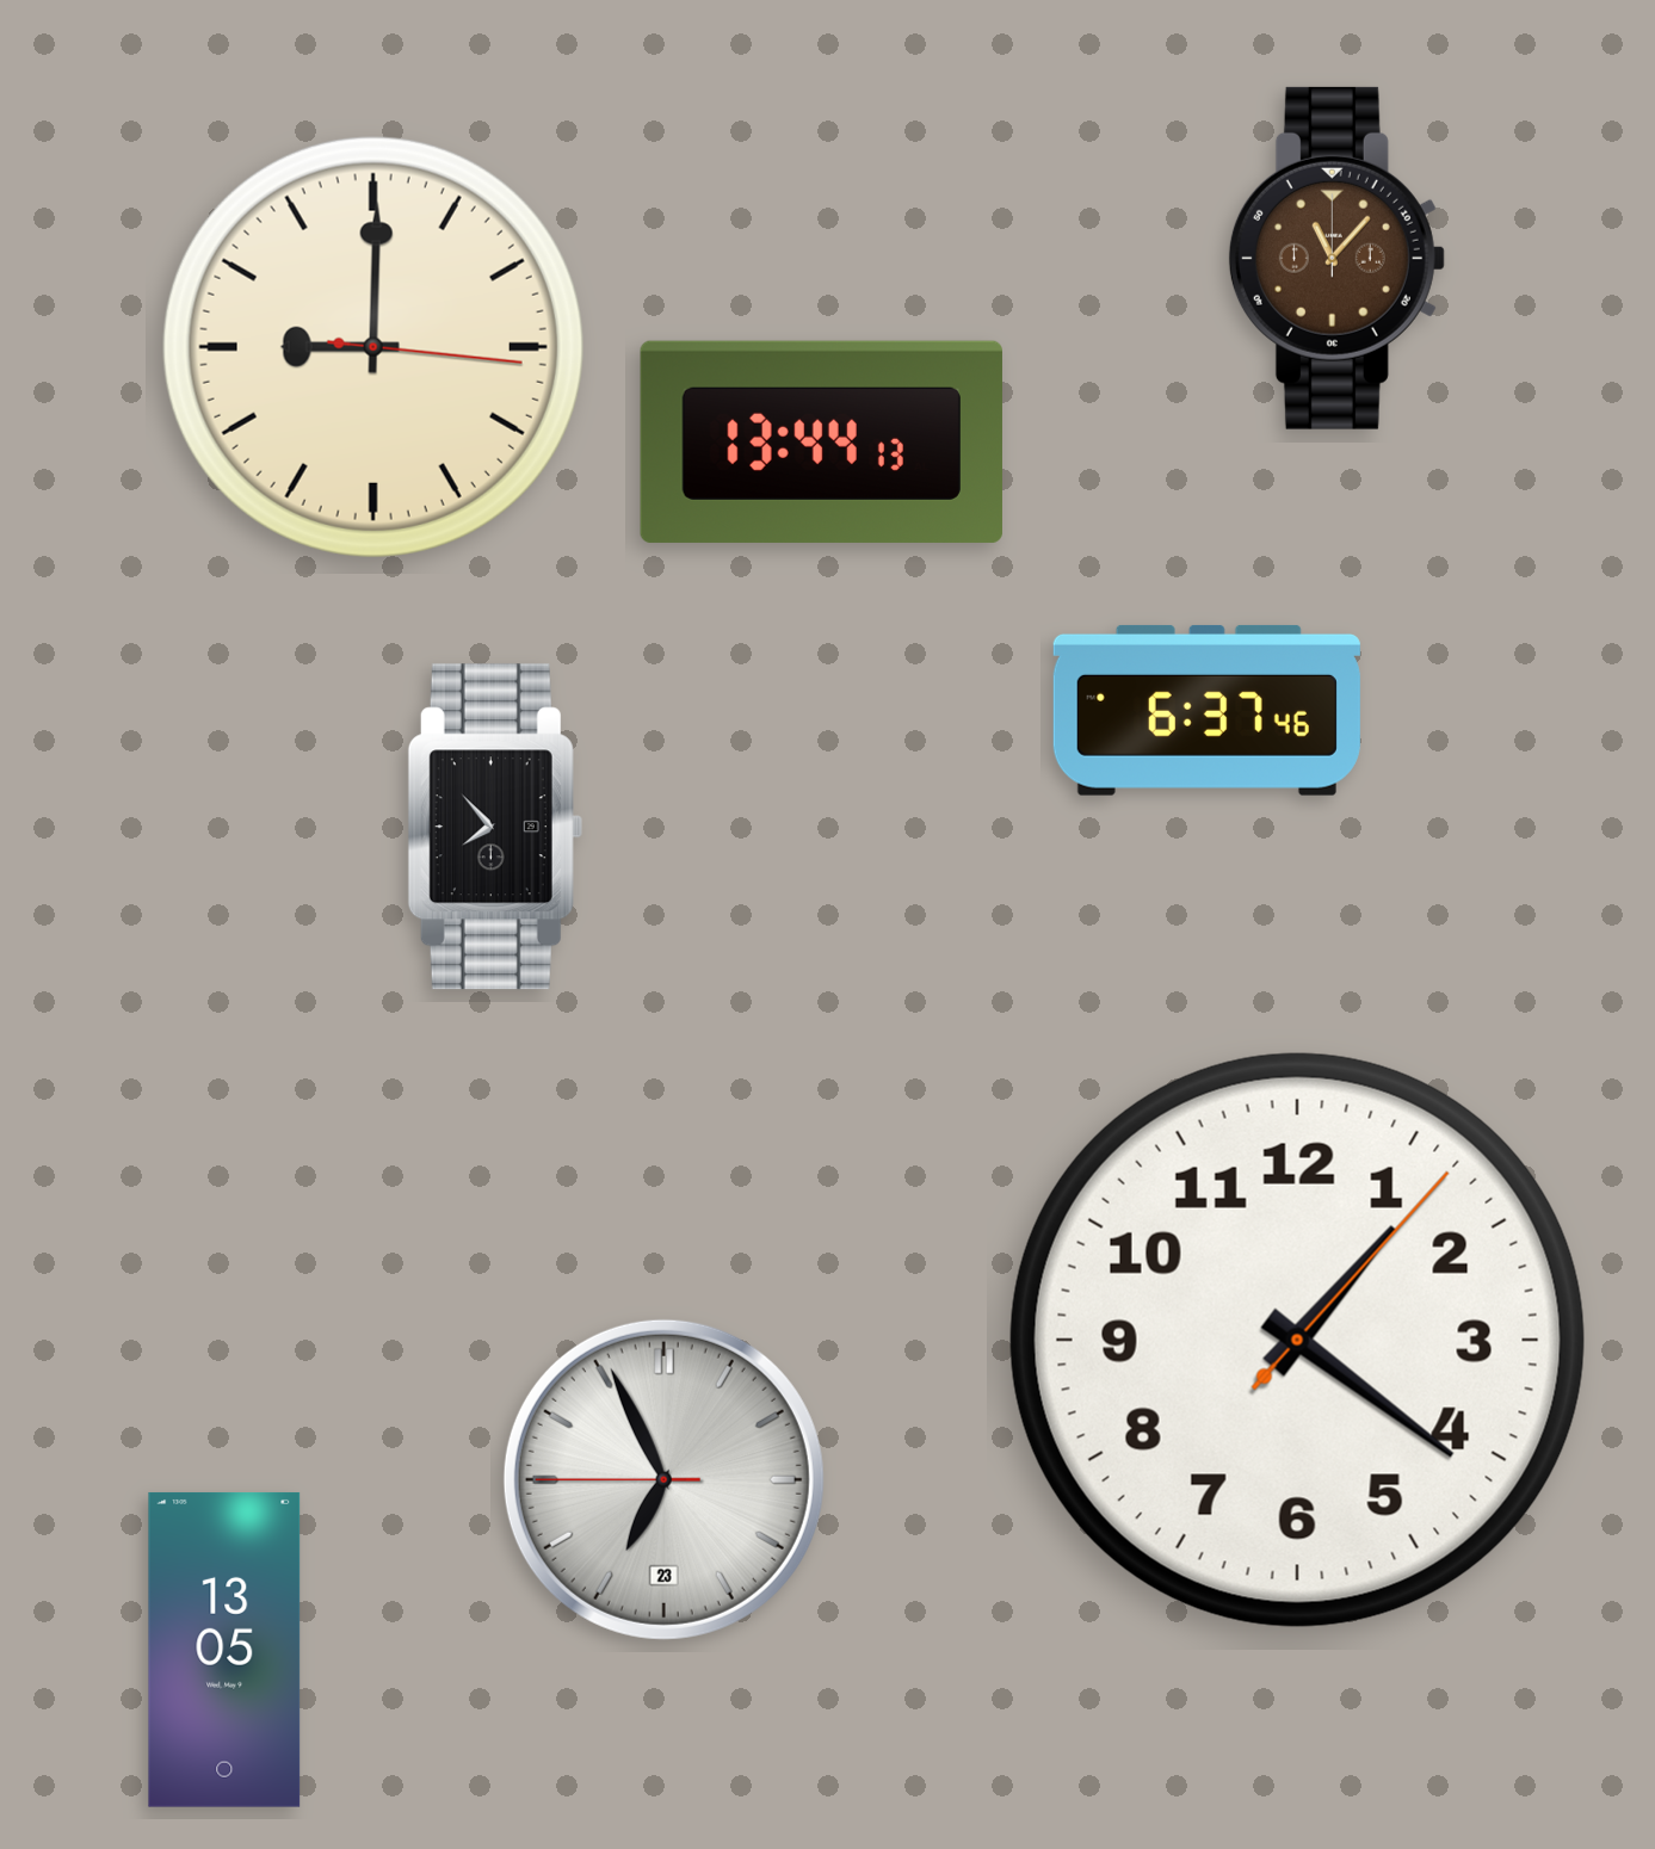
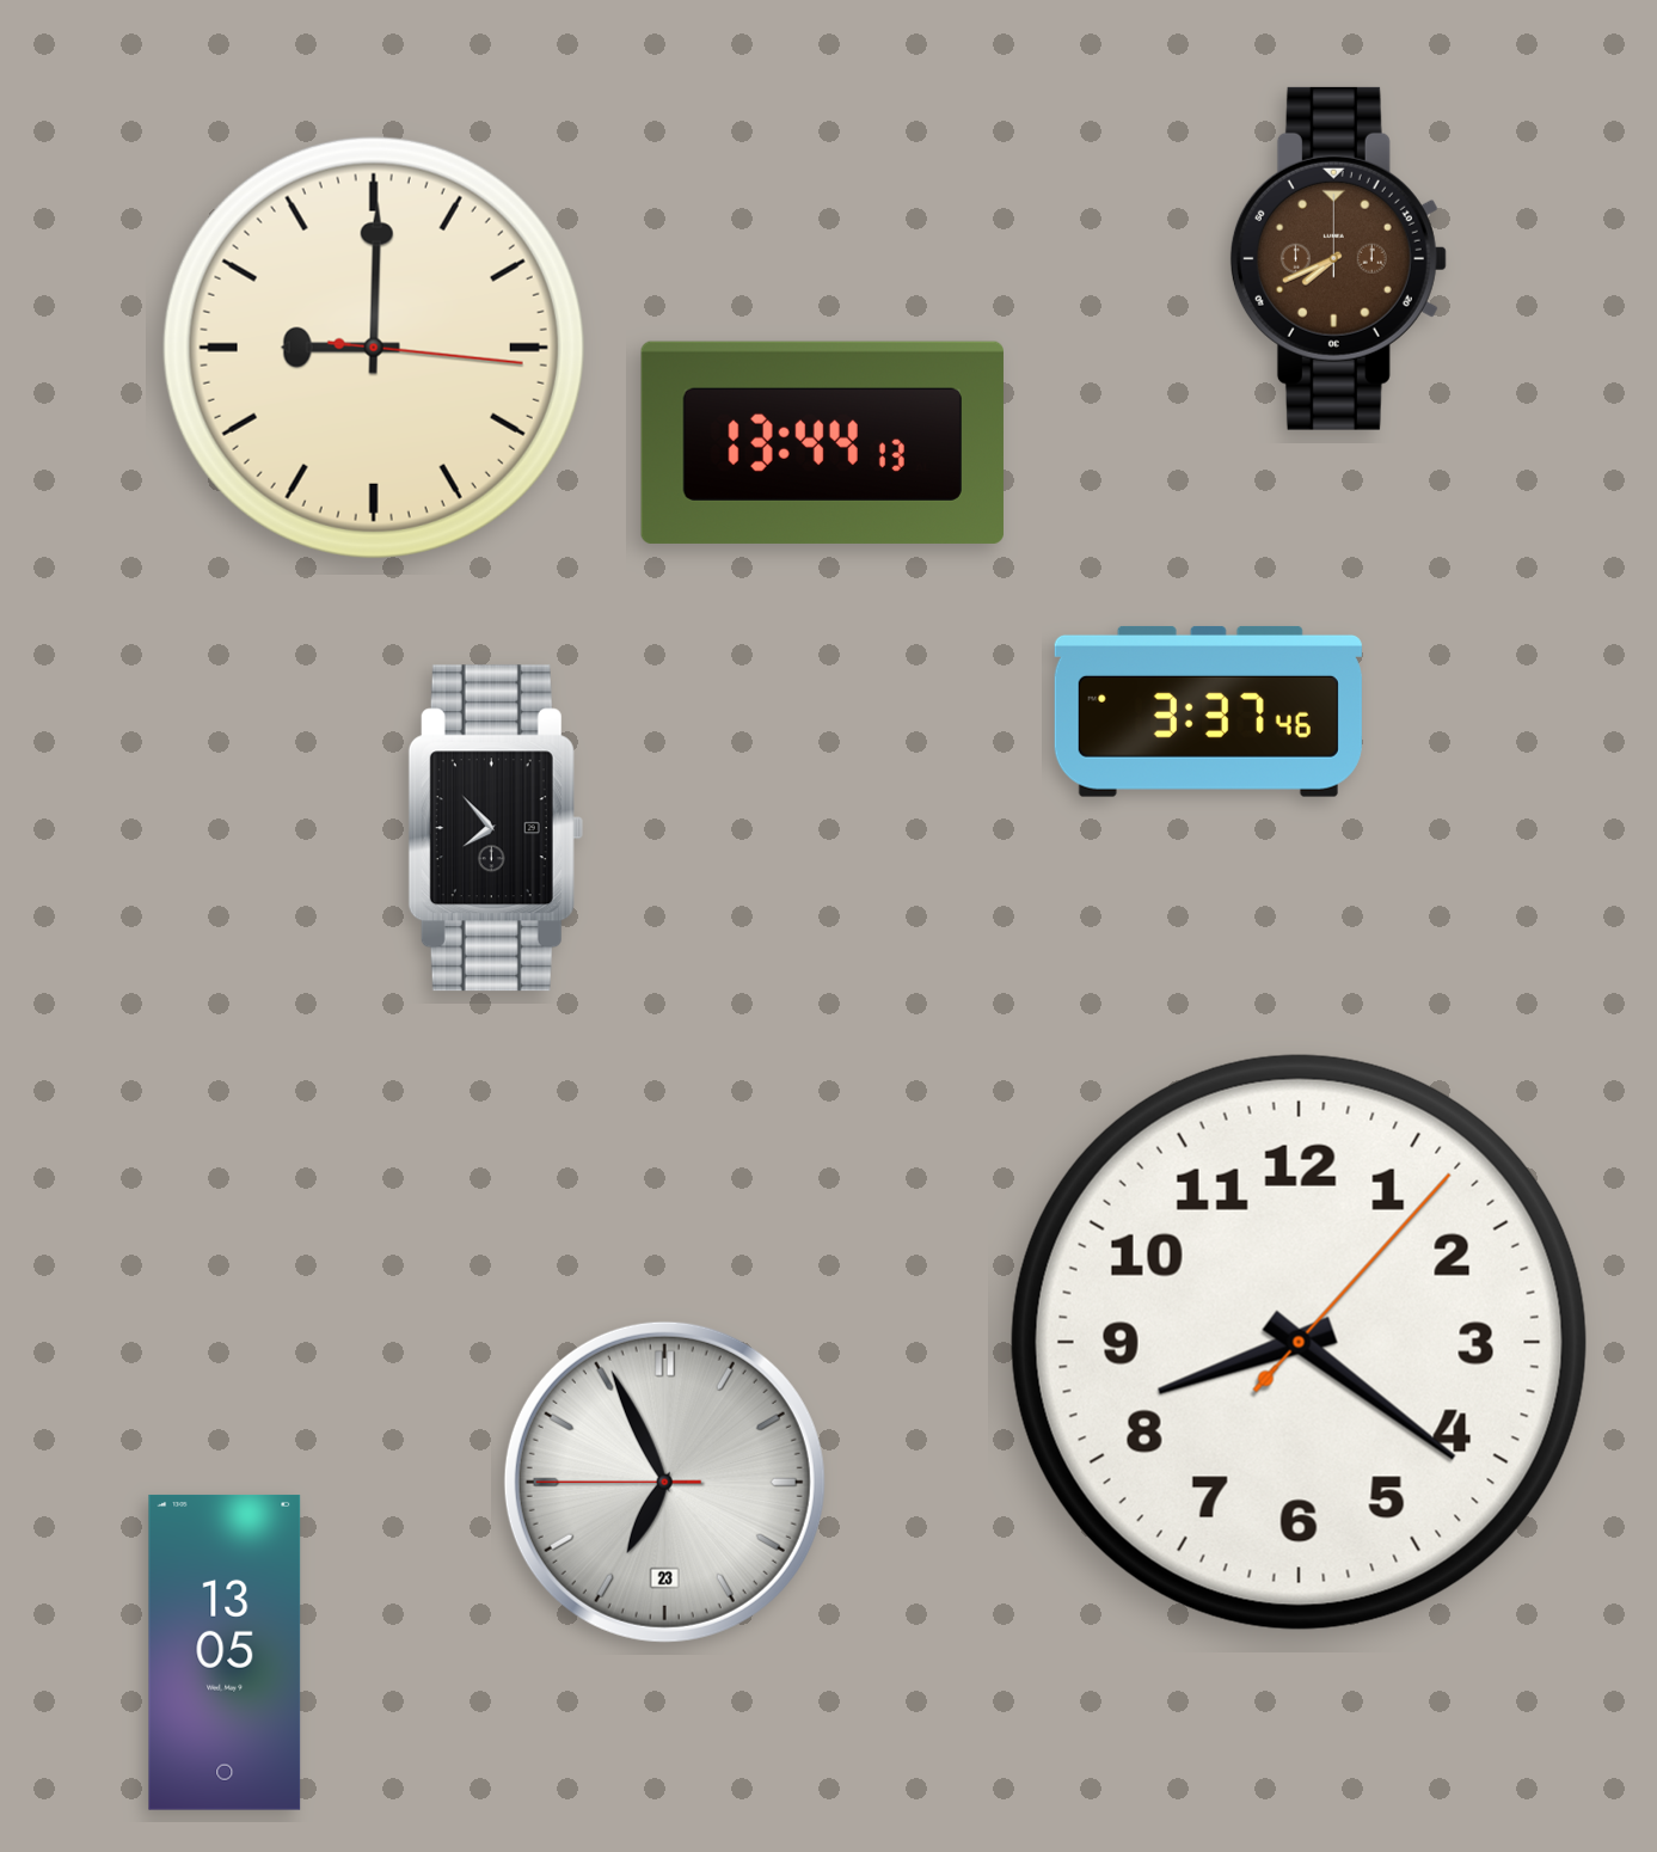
clock at (1336, 258): 11:07 -> 7:41
clock at (1206, 710): 6:37 -> 3:37
clock at (1297, 1340): 1:21 -> 8:21
